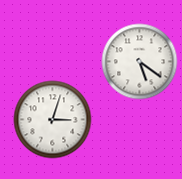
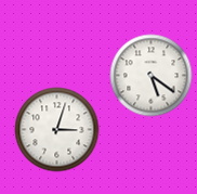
clock at (140, 62) position: (140, 62) -> (152, 76)
